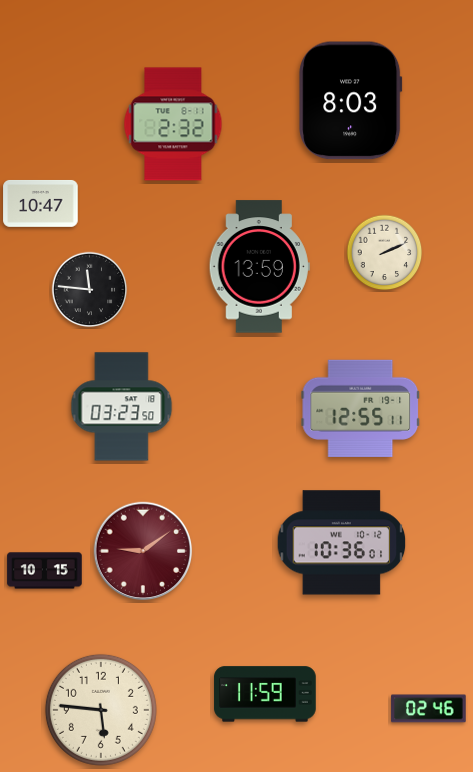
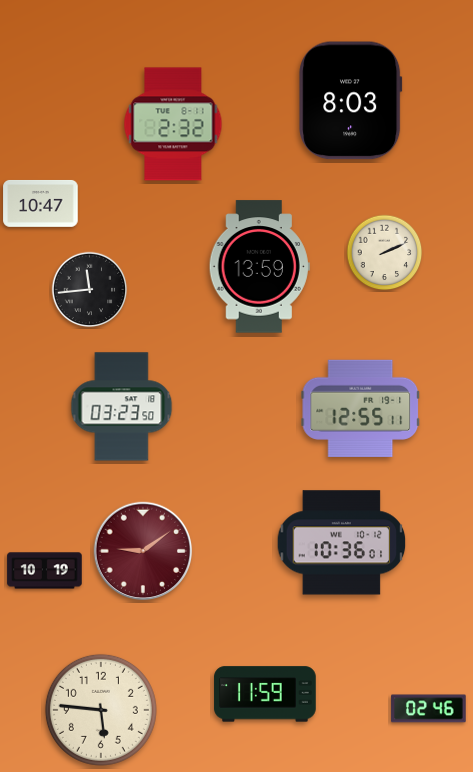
clock at (90, 290): 11:46 -> 11:44
clock at (45, 571): 10:15 -> 10:19
